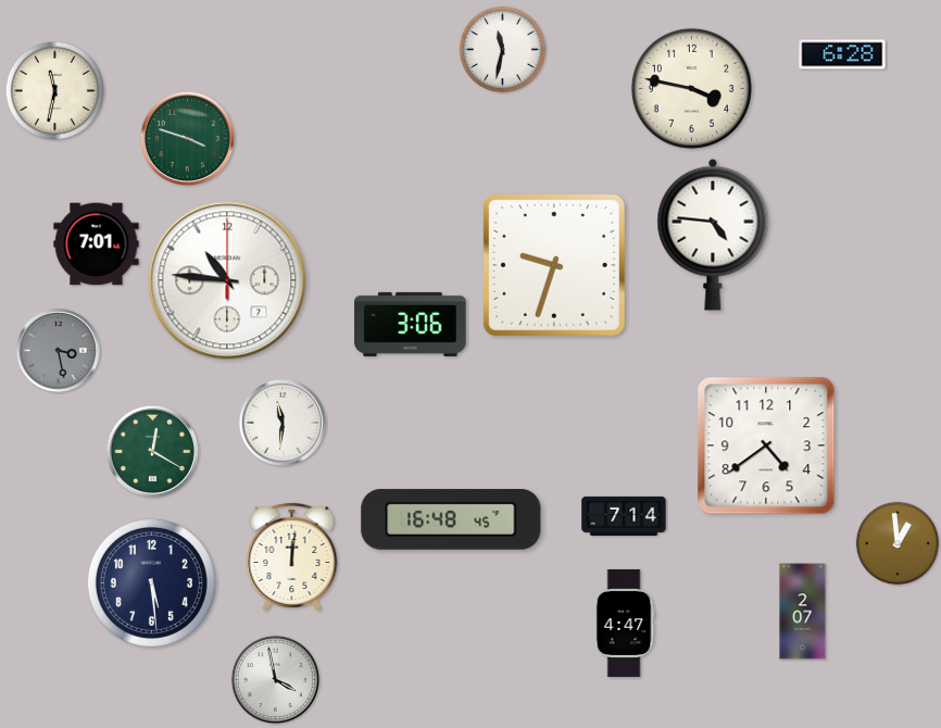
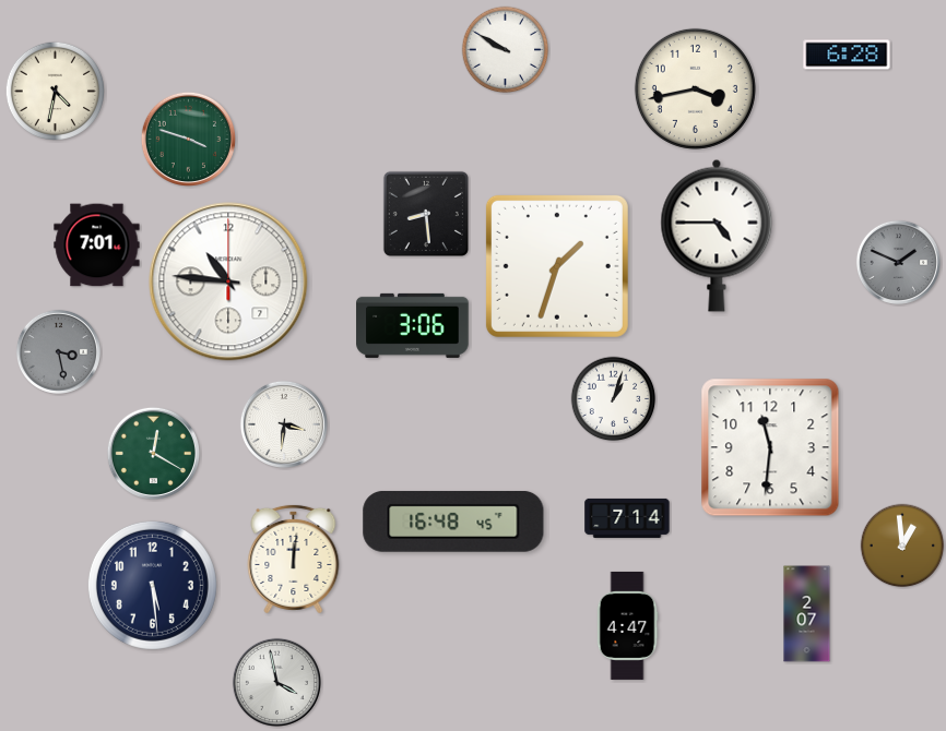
clock at (503, 50): 11:32 -> 9:50
clock at (691, 88): 3:47 -> 3:43
clock at (54, 90): 11:32 -> 4:32
clock at (426, 214): none -> 8:29
clock at (713, 235): 4:46 -> 4:45
clock at (898, 262): none -> 1:49
clock at (554, 265): 9:33 -> 1:33
clock at (614, 399): none -> 1:03
clock at (283, 423): 11:31 -> 3:31
clock at (766, 445): 4:39 -> 11:31
